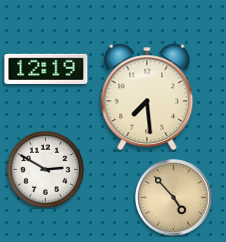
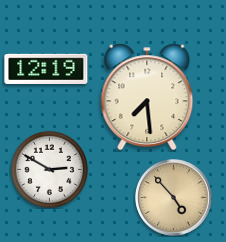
clock at (45, 169) position: (45, 169) -> (49, 169)
